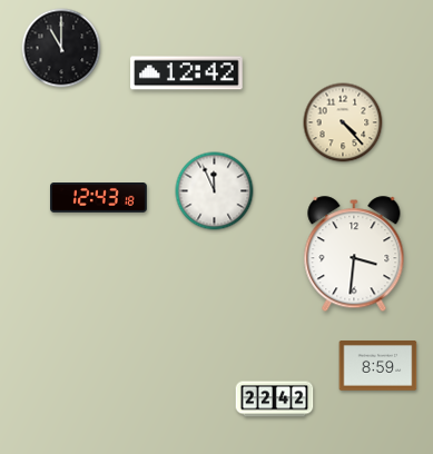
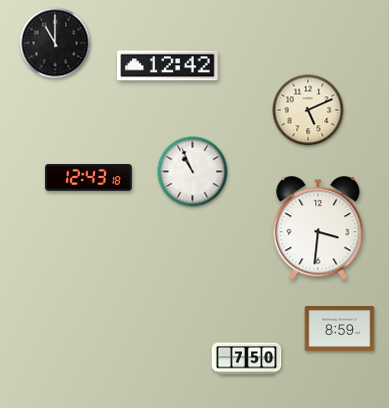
clock at (343, 122): 4:23 -> 5:11
clock at (215, 191): 11:56 -> 10:56
clock at (275, 399): 22:42 -> 7:50
